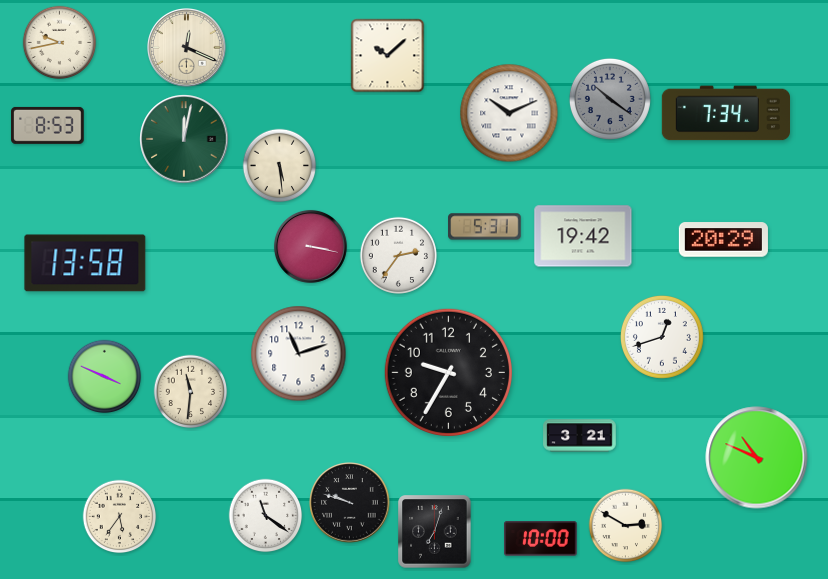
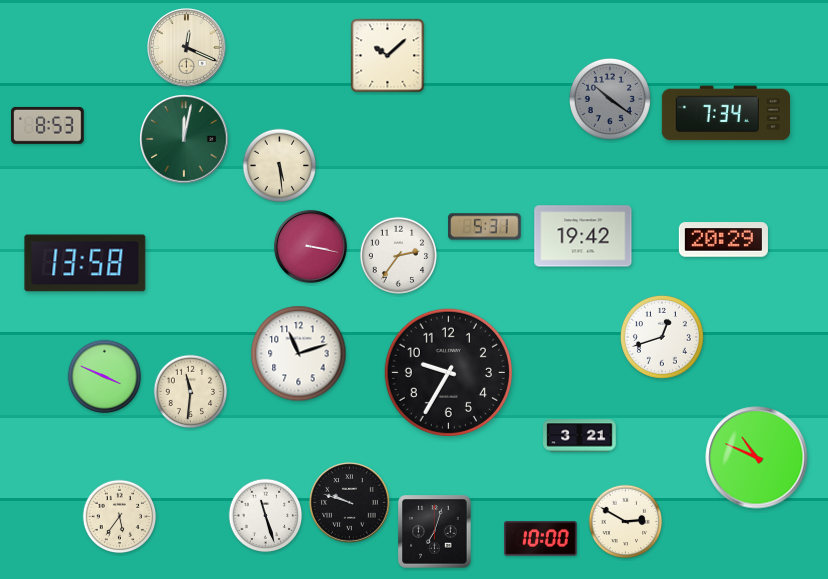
clock at (60, 43): 9:43 -> none
clock at (509, 113): 10:11 -> none
clock at (266, 516): 11:21 -> 11:27
clock at (626, 526) position: (626, 526) -> (626, 522)
